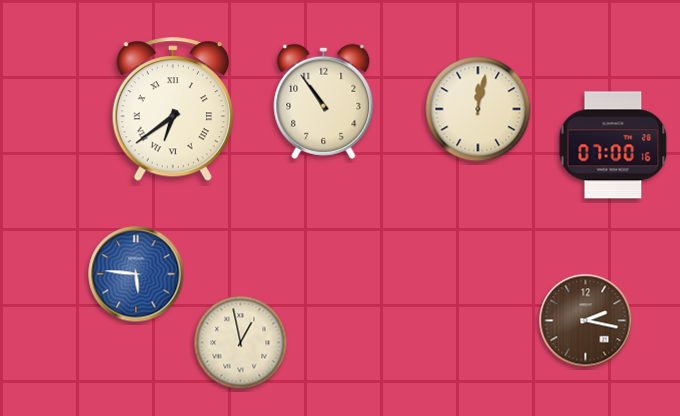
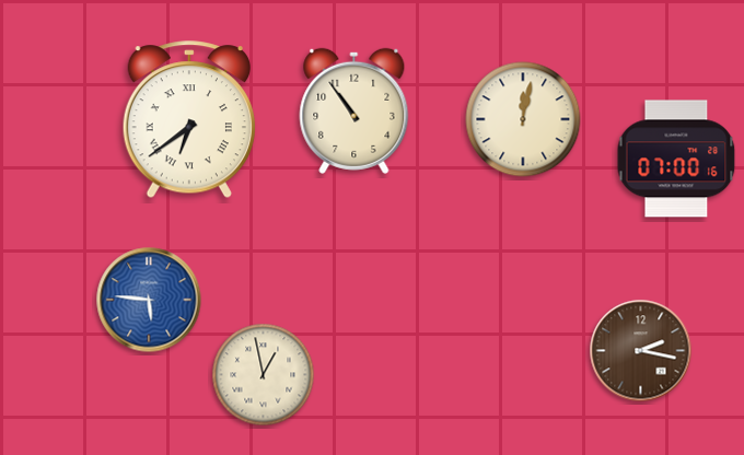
clock at (613, 145) position: (613, 145) -> (676, 159)
